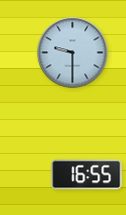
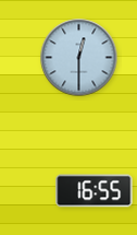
clock at (73, 53): 9:30 -> 12:30
